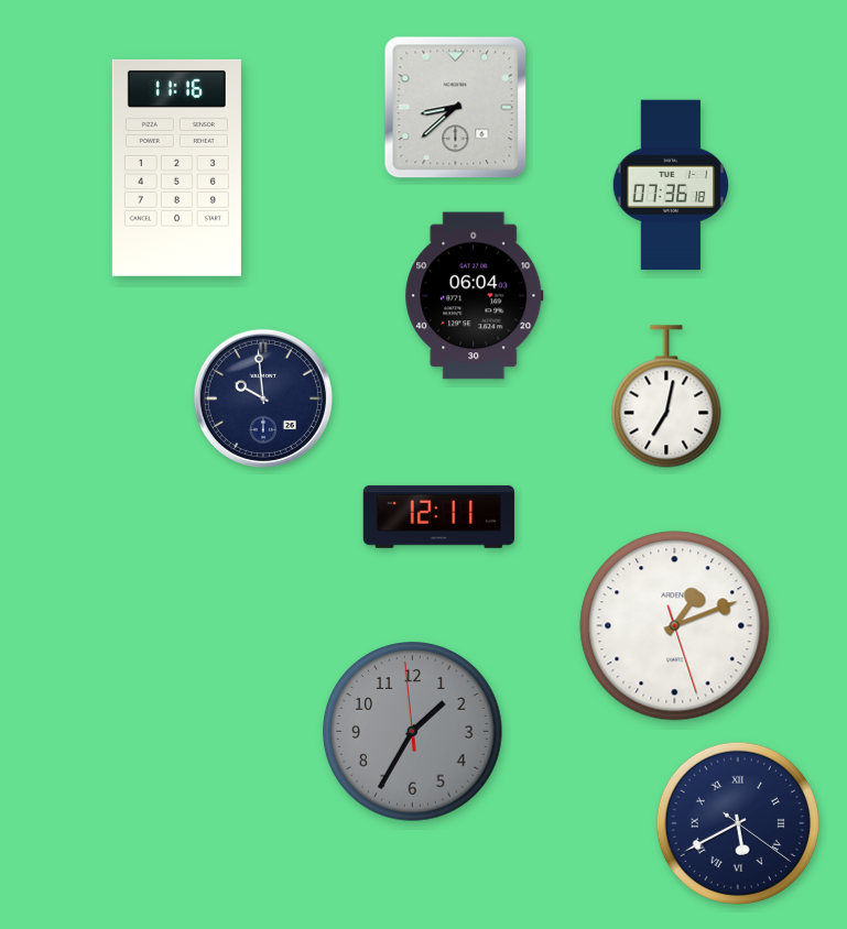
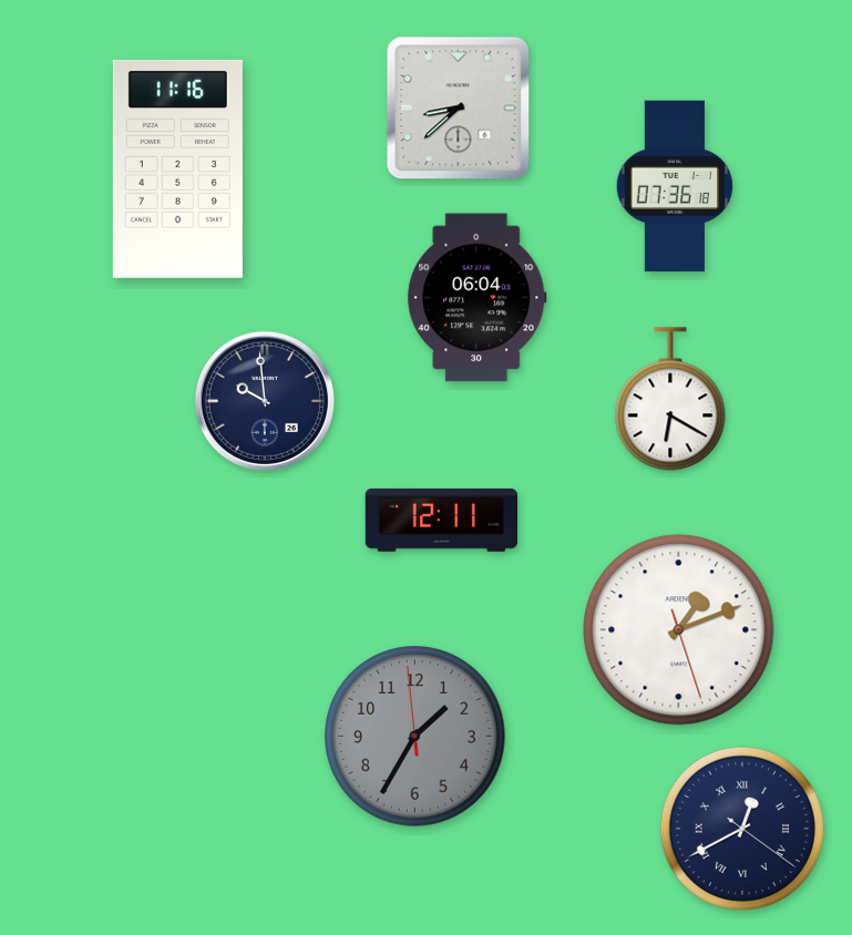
clock at (666, 396): 7:02 -> 6:20
clock at (738, 823): 5:40 -> 12:40
